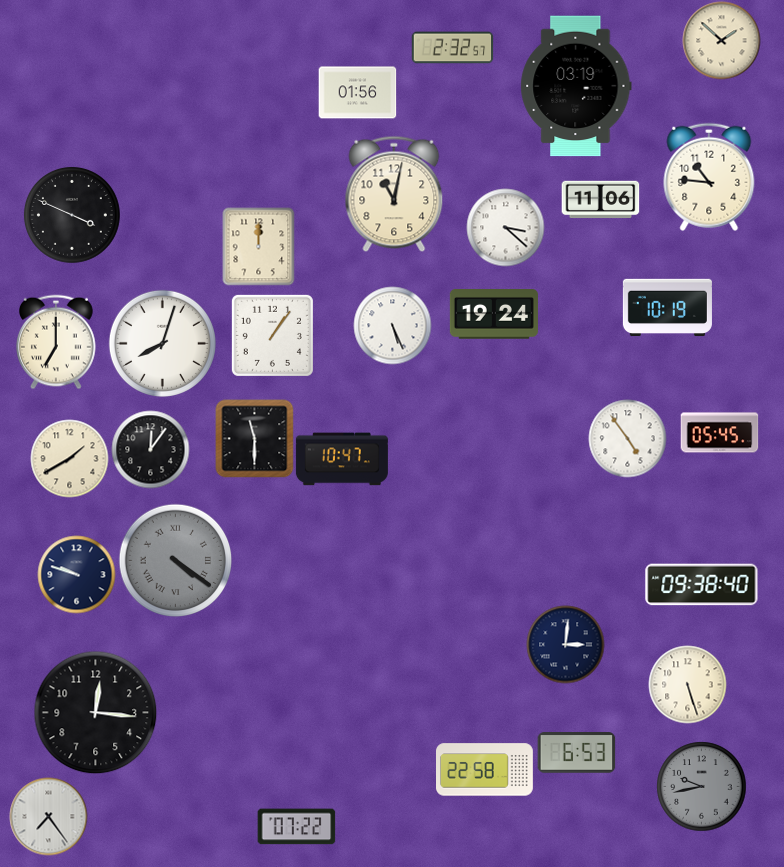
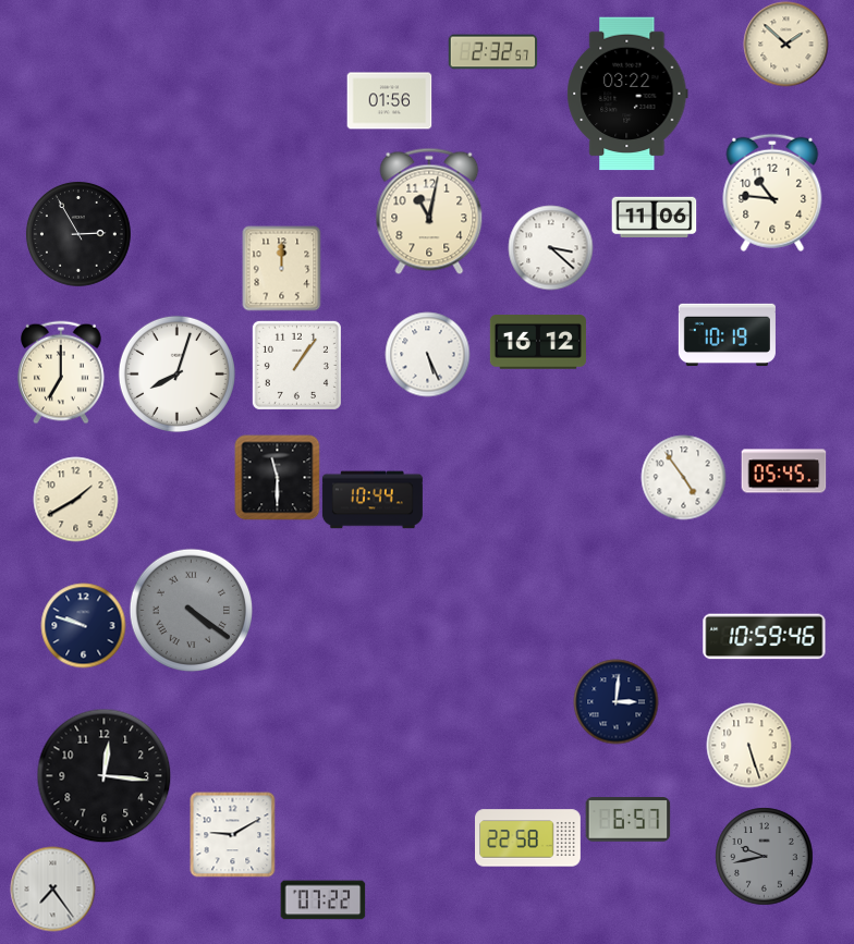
clock at (576, 86): 03:19 -> 03:22
clock at (72, 215): 3:49 -> 2:55
clock at (494, 314): 19:24 -> 16:12
clock at (150, 449): 12:06 -> none
clock at (342, 459): 10:47 -> 10:44
clock at (702, 585): 09:38 -> 10:59
clock at (576, 753): 6:53 -> 6:57
clock at (232, 834): none -> 9:10
